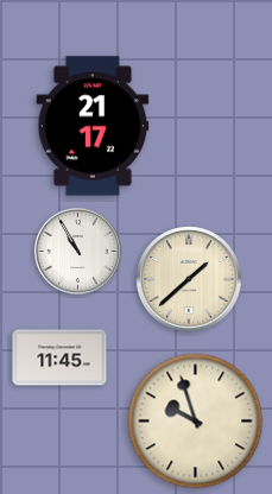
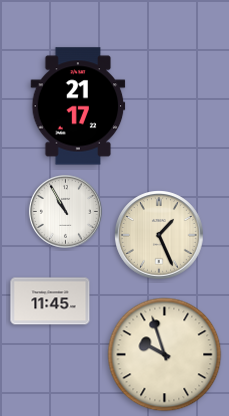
clock at (189, 279): 1:38 -> 1:26
